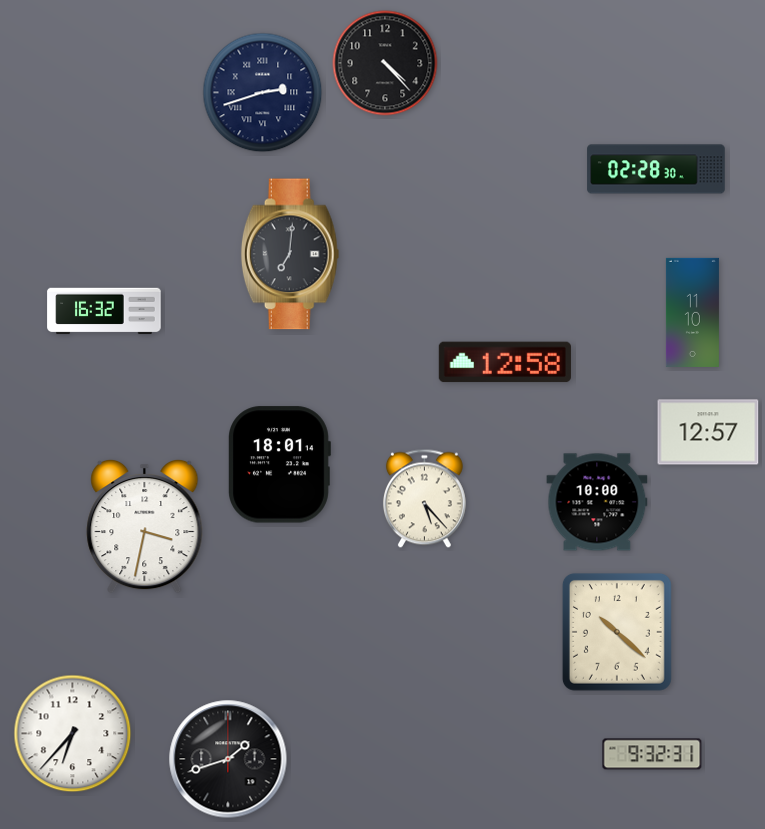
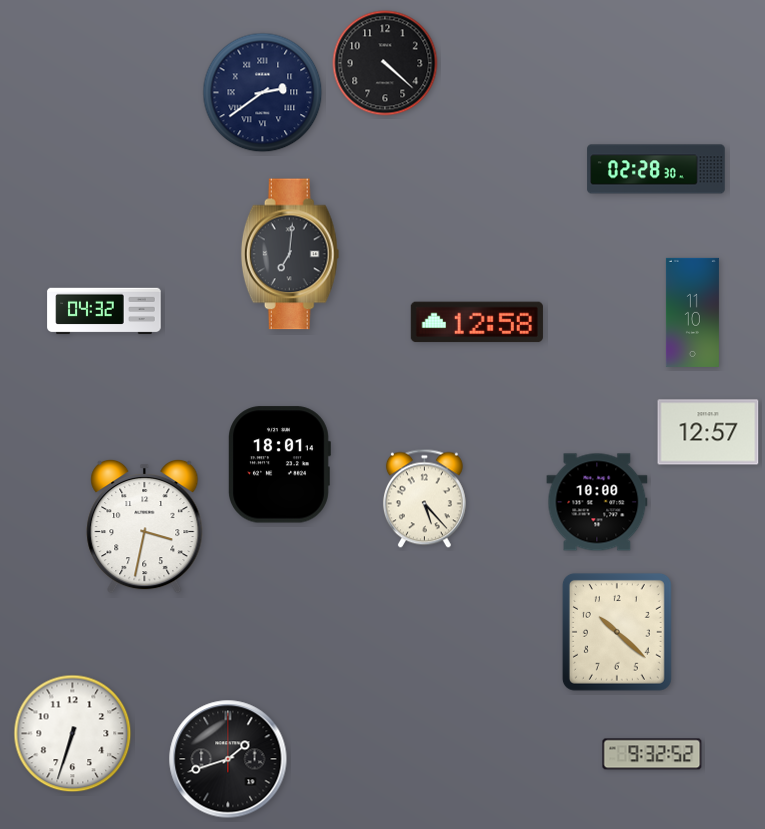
clock at (385, 63): 4:23 -> 4:22
clock at (263, 93): 2:42 -> 2:39
clock at (104, 311): 16:32 -> 04:32
clock at (505, 362) position: (505, 362) -> (477, 322)
clock at (73, 734): 6:37 -> 6:33
clock at (652, 754): 9:32:31 -> 9:32:52
